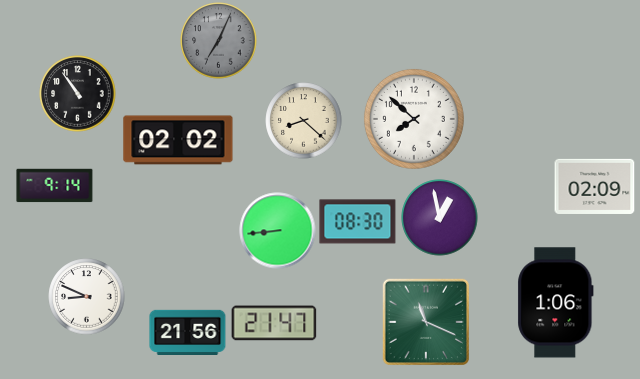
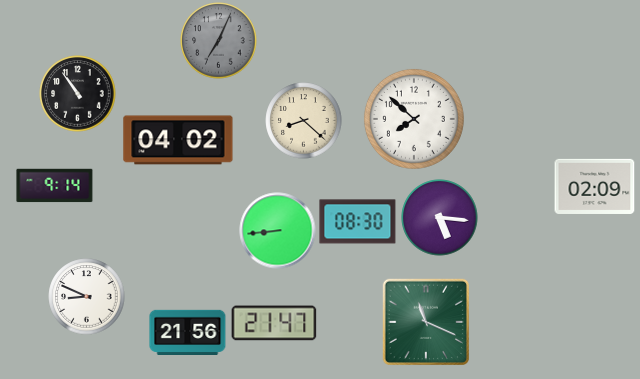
clock at (178, 140): 02:02 -> 04:02
clock at (440, 218): 12:58 -> 5:16
clock at (556, 303): 1:06 -> none
